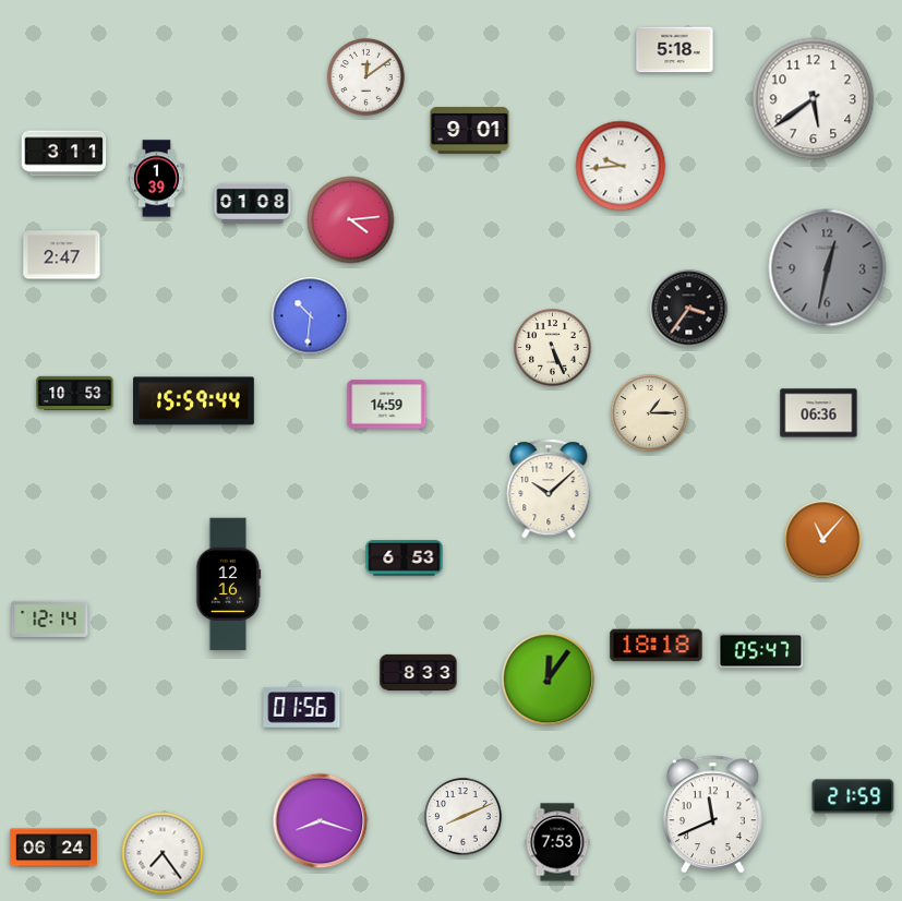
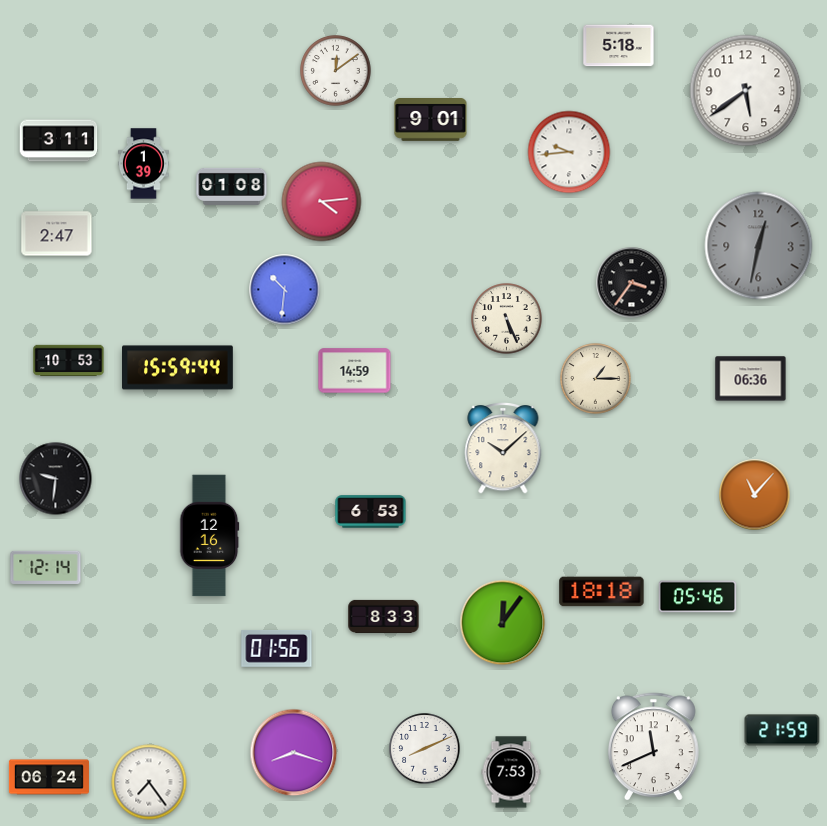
clock at (56, 479): none -> 9:31
clock at (761, 651): 05:47 -> 05:46
